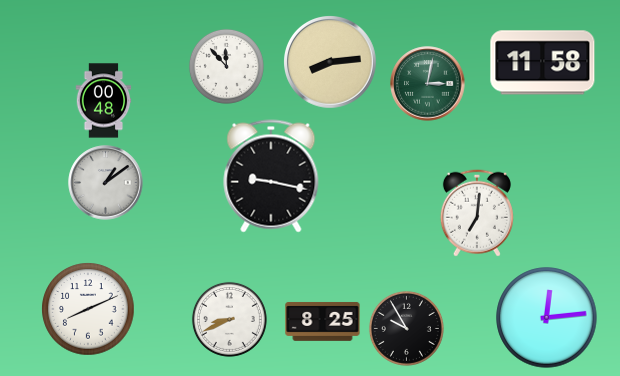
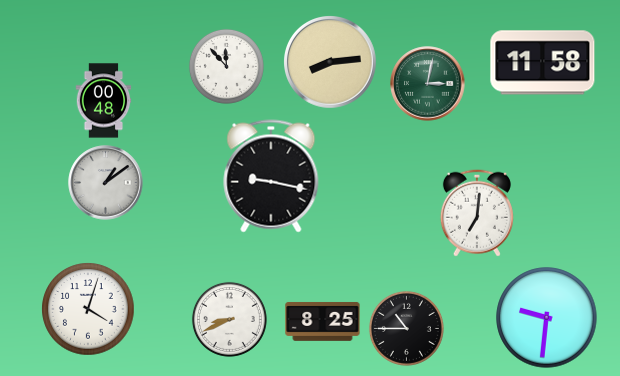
clock at (88, 309): 8:11 -> 4:03
clock at (547, 318): 12:14 -> 9:31
clock at (406, 328): 9:55 -> 10:45
